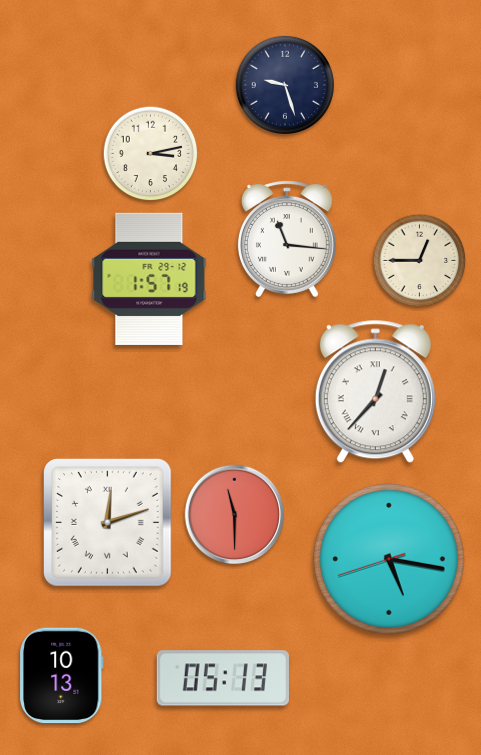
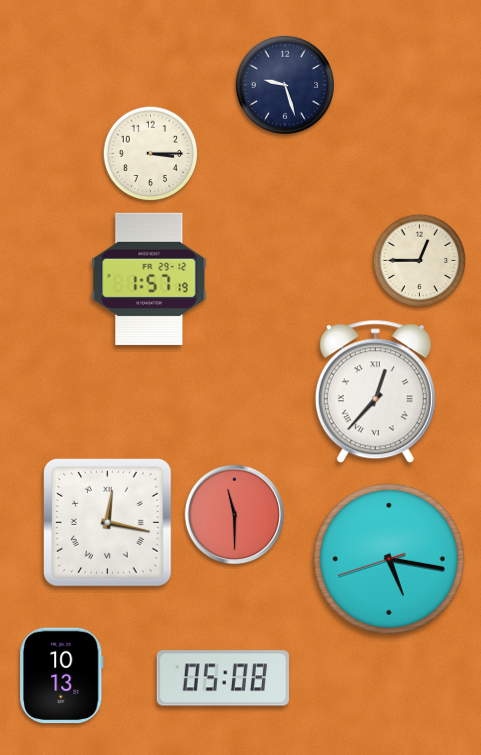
clock at (151, 154): 3:13 -> 3:15
clock at (287, 239): 11:16 -> none
clock at (108, 523): 12:12 -> 12:17
clock at (223, 678): 05:13 -> 05:08
